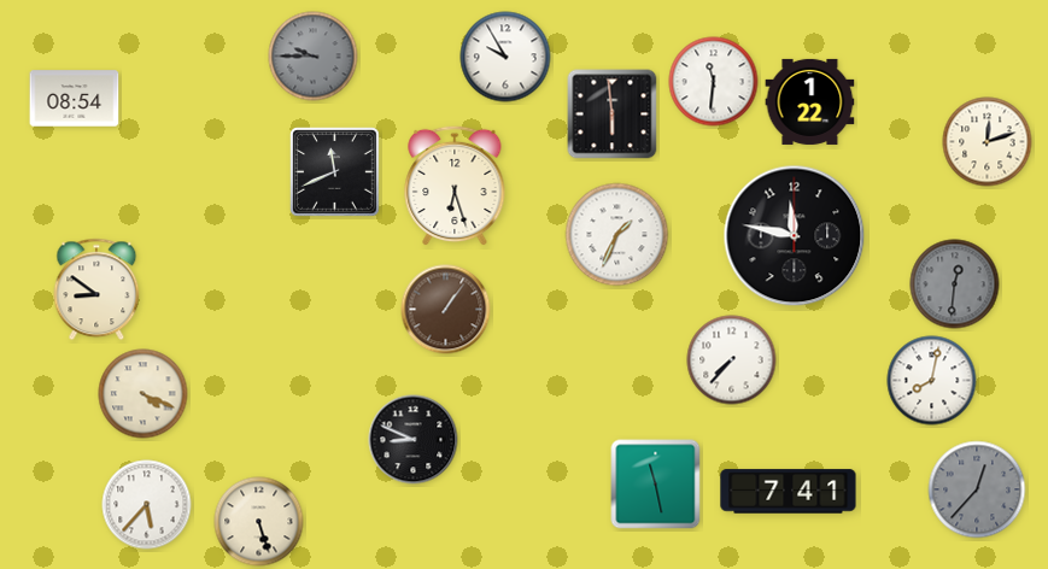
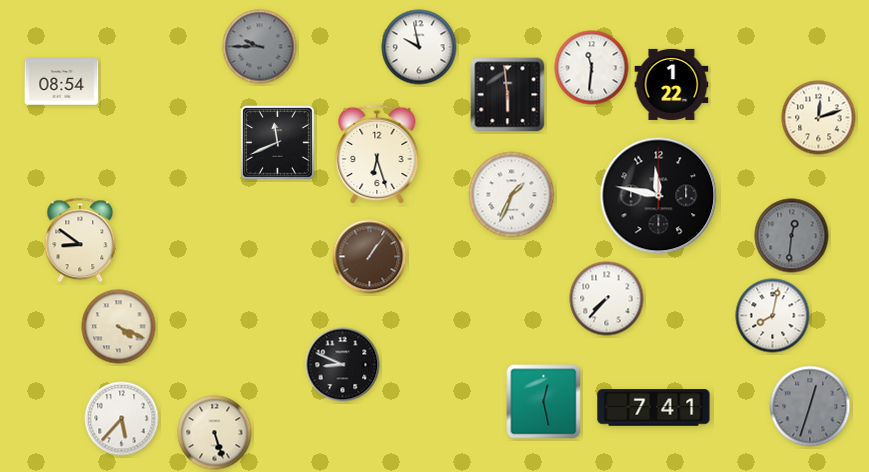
clock at (505, 57): 9:55 -> 9:58
clock at (656, 485): 11:28 -> 12:28
clock at (977, 489): 12:37 -> 12:33
